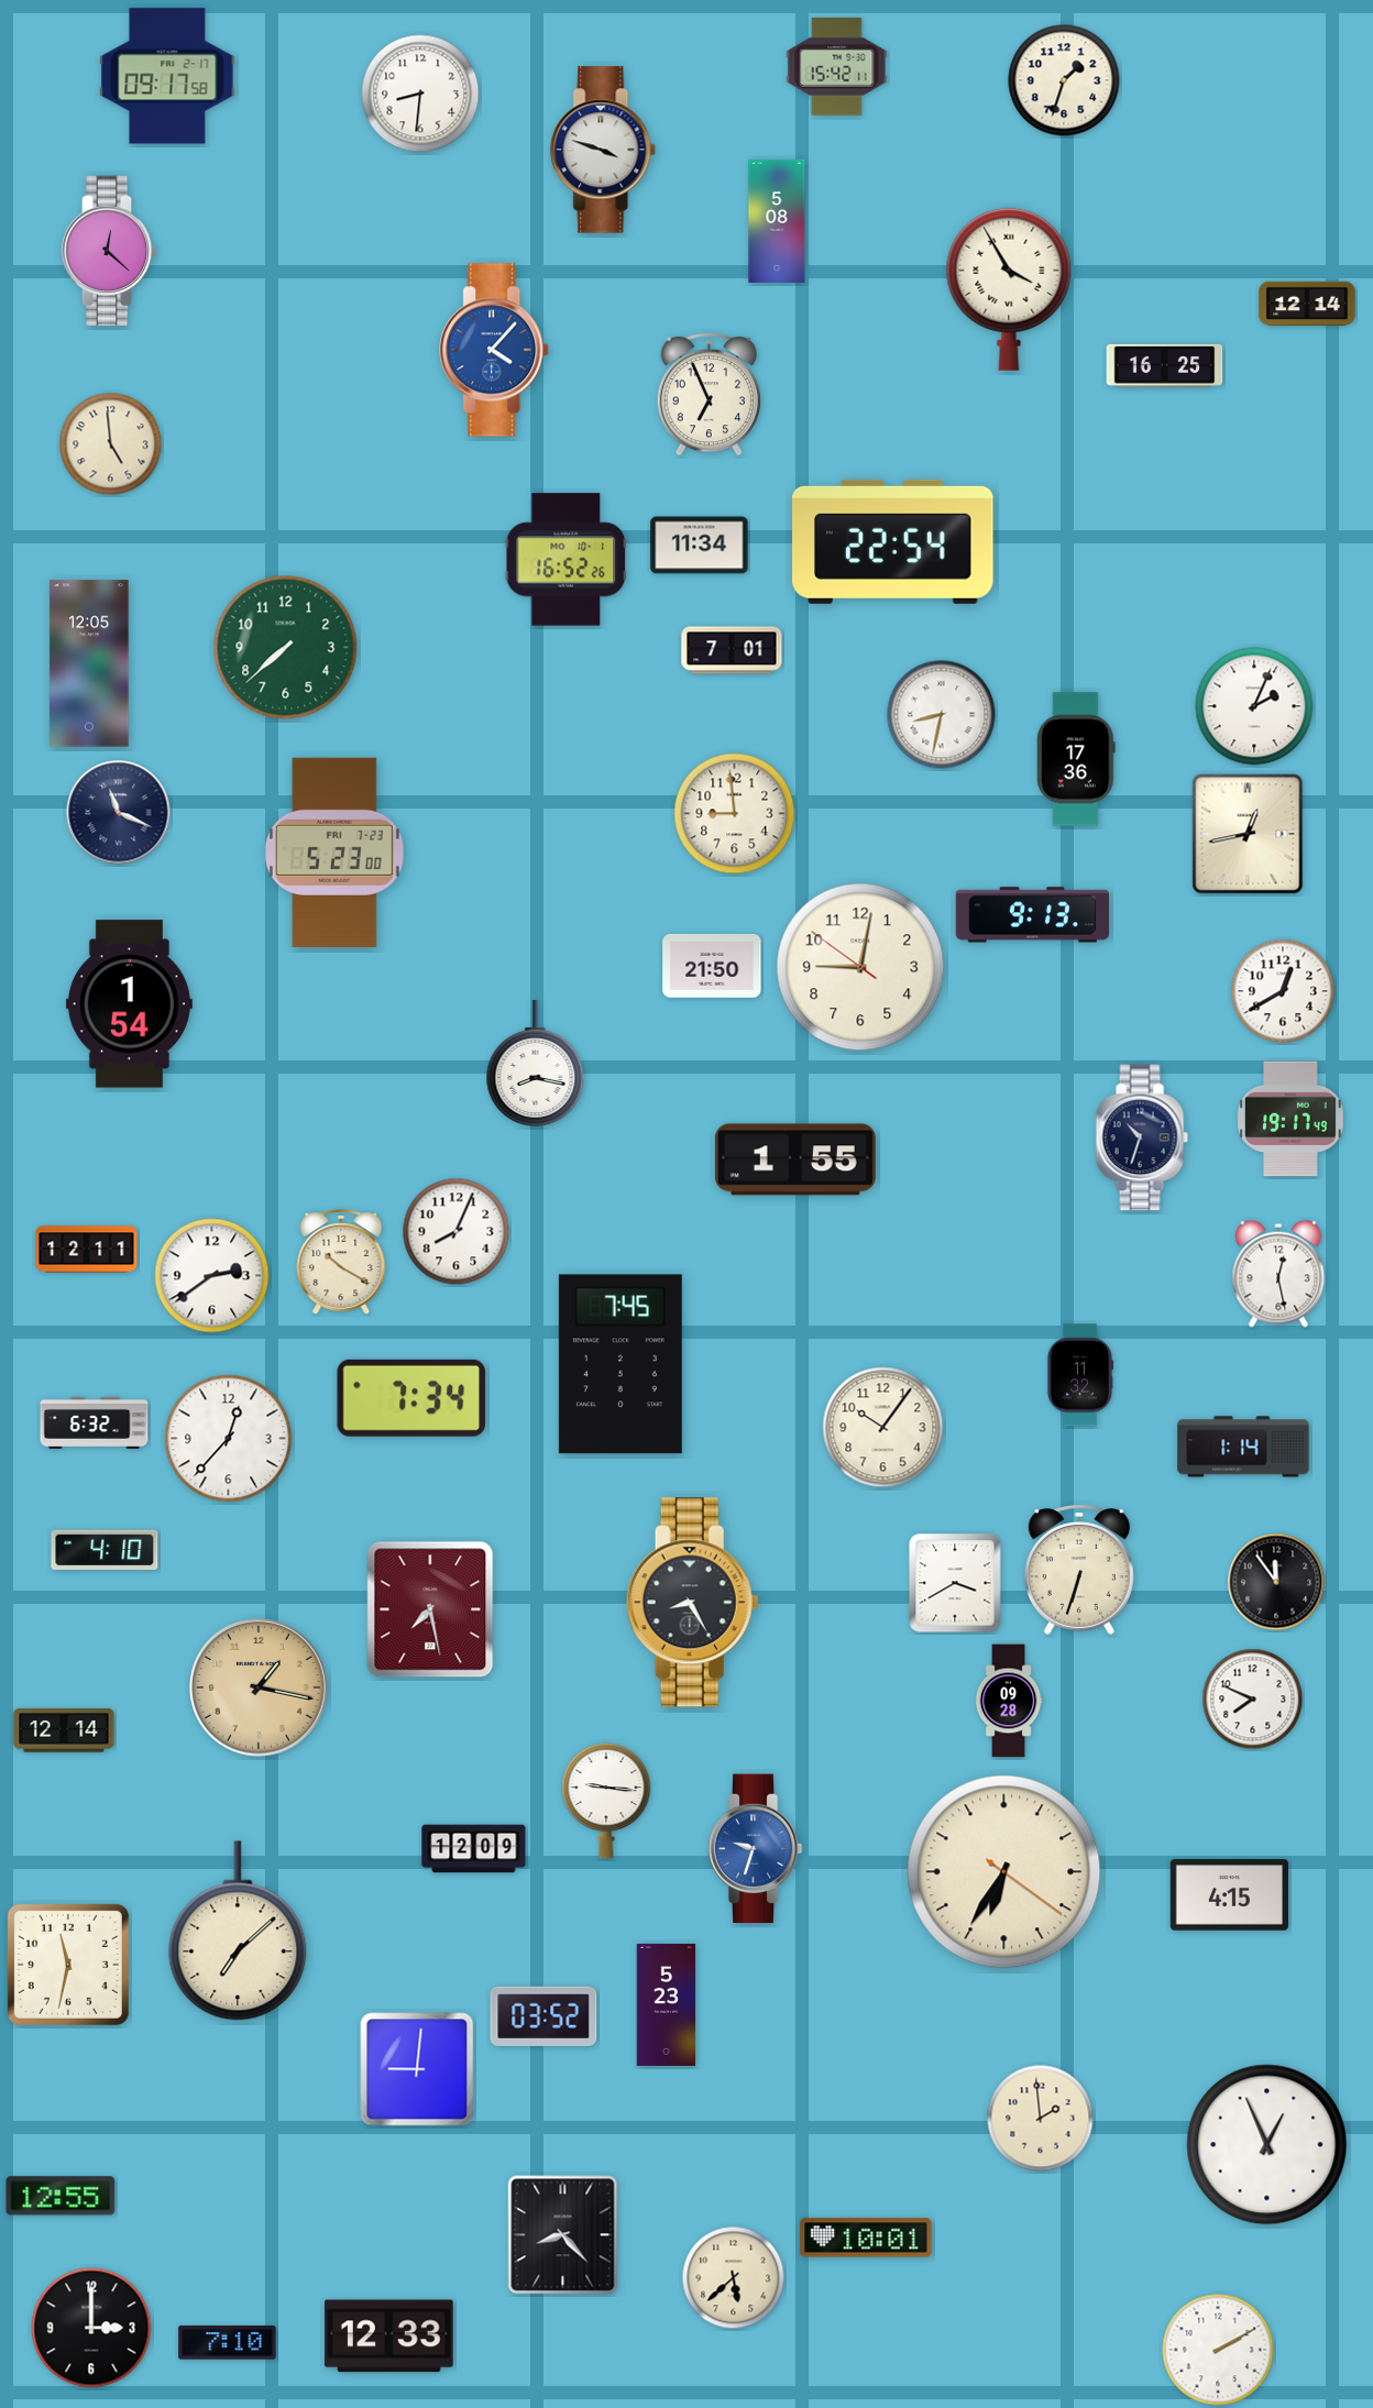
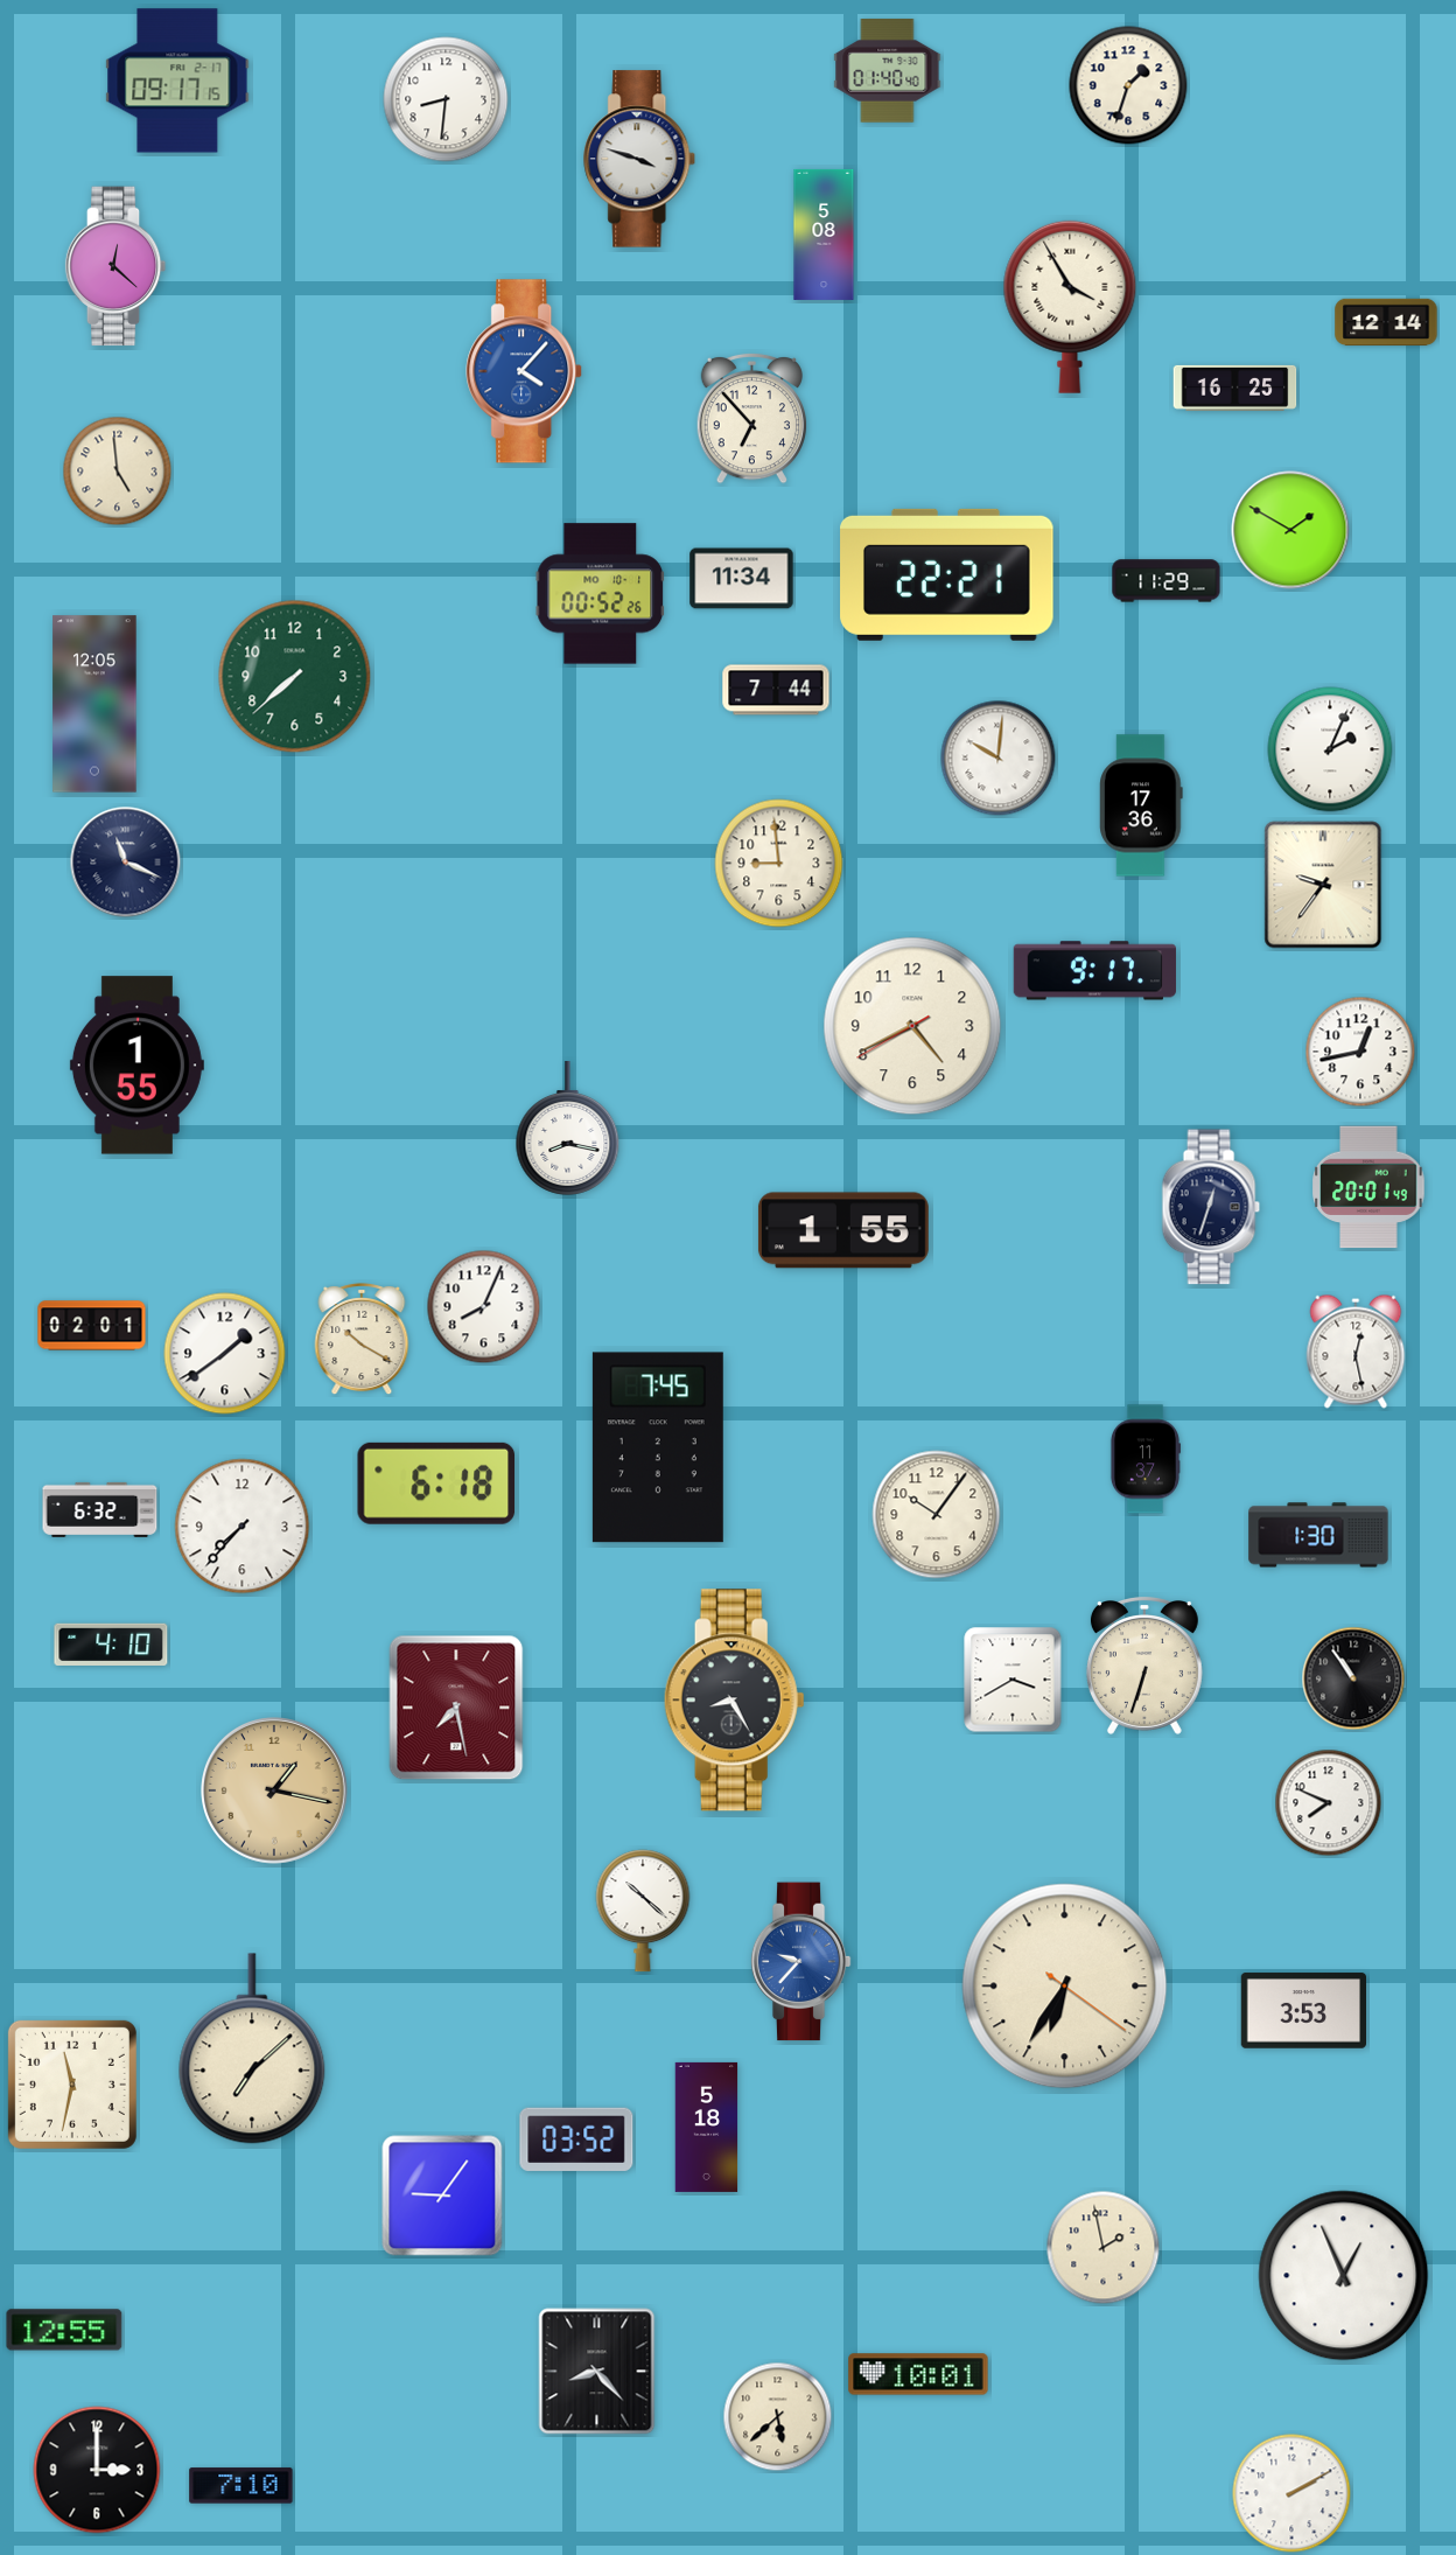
clock at (837, 67): 15:42 -> 01:40
clock at (167, 76): 09:17:58 -> 09:17:15
clock at (709, 394): 6:56 -> 6:53
clock at (1290, 530): none -> 1:50
clock at (893, 541): 22:54 -> 22:21
clock at (1167, 581): none -> 11:29
clock at (567, 560): 16:52 -> 00:52
clock at (286, 648) position: (286, 648) -> (295, 677)
clock at (732, 650): 7:01 -> 7:44
clock at (942, 715): 8:32 -> 10:01
clock at (1248, 834): 12:43 -> 9:36
clock at (334, 853): 5:23 -> none
clock at (1032, 915): 9:13 -> 9:17
clock at (712, 966): 21:50 -> none
clock at (860, 967): 9:01 -> 4:40
clock at (1283, 991): 12:40 -> 12:43
clock at (129, 1004): 1:54 -> 1:55
clock at (1290, 1119): 19:17 -> 20:01
clock at (1142, 1137): 10:33 -> 12:33
clock at (87, 1250): 12:11 -> 02:01
clock at (212, 1276): 2:39 -> 1:39
clock at (1079, 1375): 11:32 -> 11:37
clock at (411, 1398): 7:34 -> 6:18
clock at (229, 1439): 12:37 -> 7:37
clock at (1243, 1447): 1:14 -> 1:30
clock at (1276, 1582): 11:54 -> 10:54
clock at (1009, 1701): 09:28 -> none
clock at (64, 1730): 12:14 -> none
clock at (606, 1801): 9:16 -> 10:22
clock at (474, 1849): 12:09 -> none
clock at (755, 1849): 9:33 -> 9:37
clock at (1229, 1895): 4:15 -> 3:53
clock at (667, 2004): 5:23 -> 5:18
clock at (417, 2069): 9:01 -> 9:06
clock at (1041, 2119): 1:59 -> 1:58
clock at (389, 2336): 12:33 -> none
